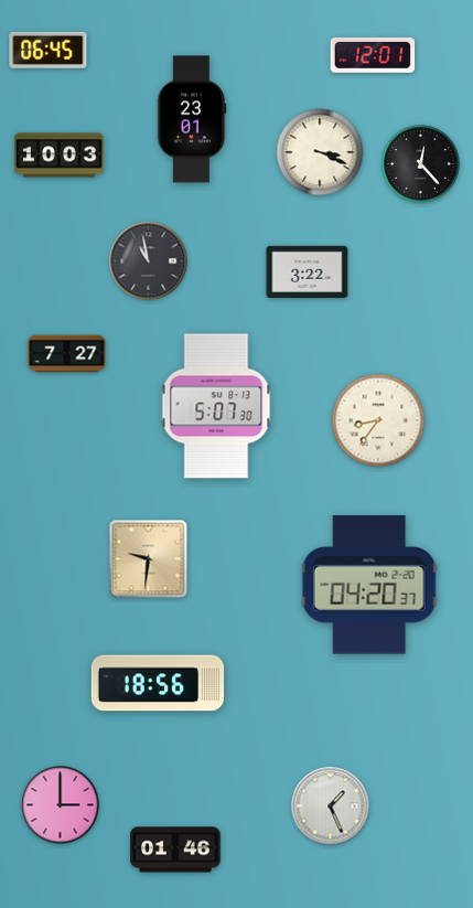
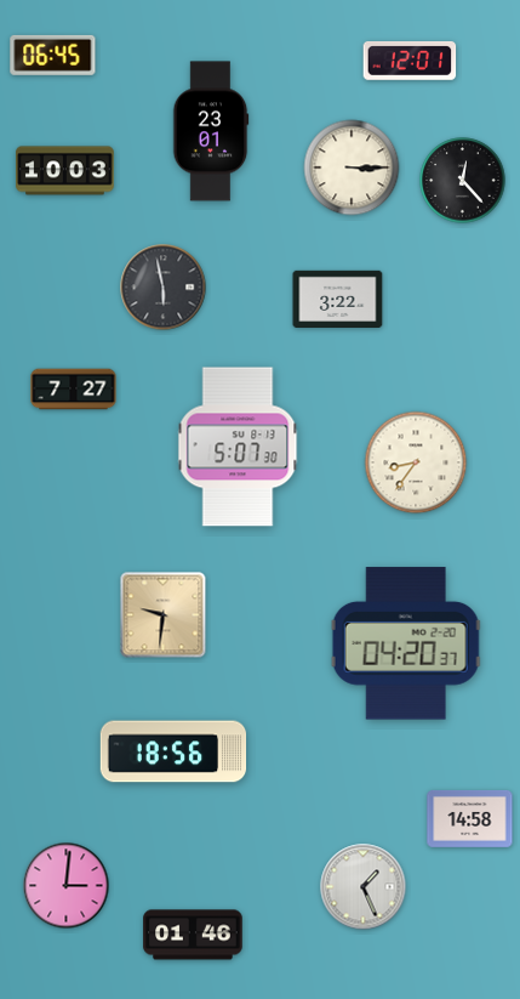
clock at (320, 152): 3:19 -> 3:15
clock at (149, 261): 10:58 -> 5:58
clock at (470, 818): none -> 14:58
clock at (61, 805): 3:00 -> 3:01
